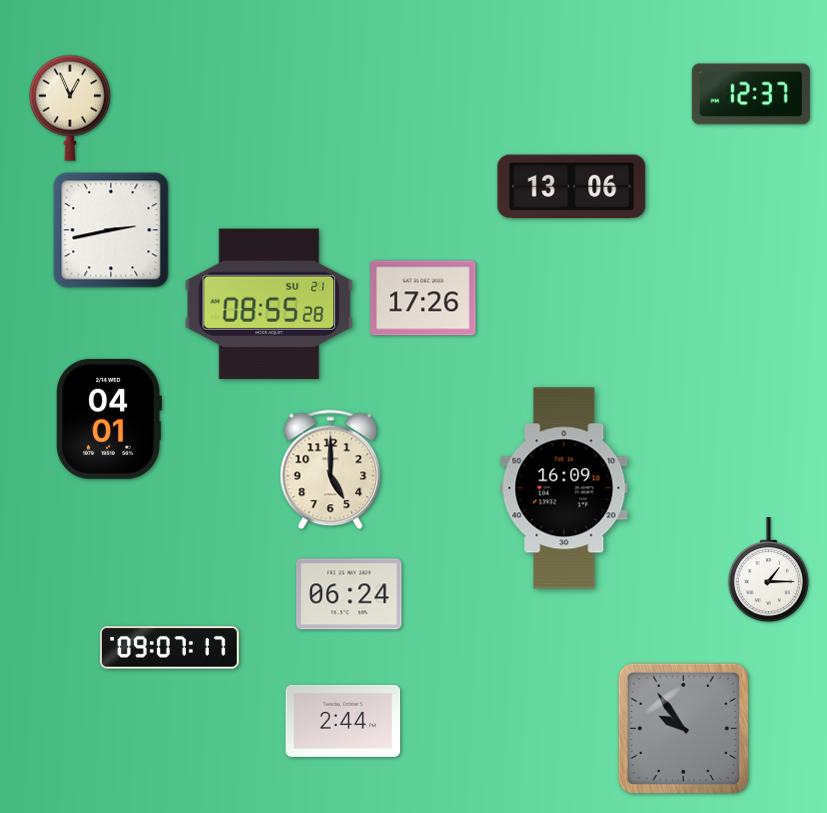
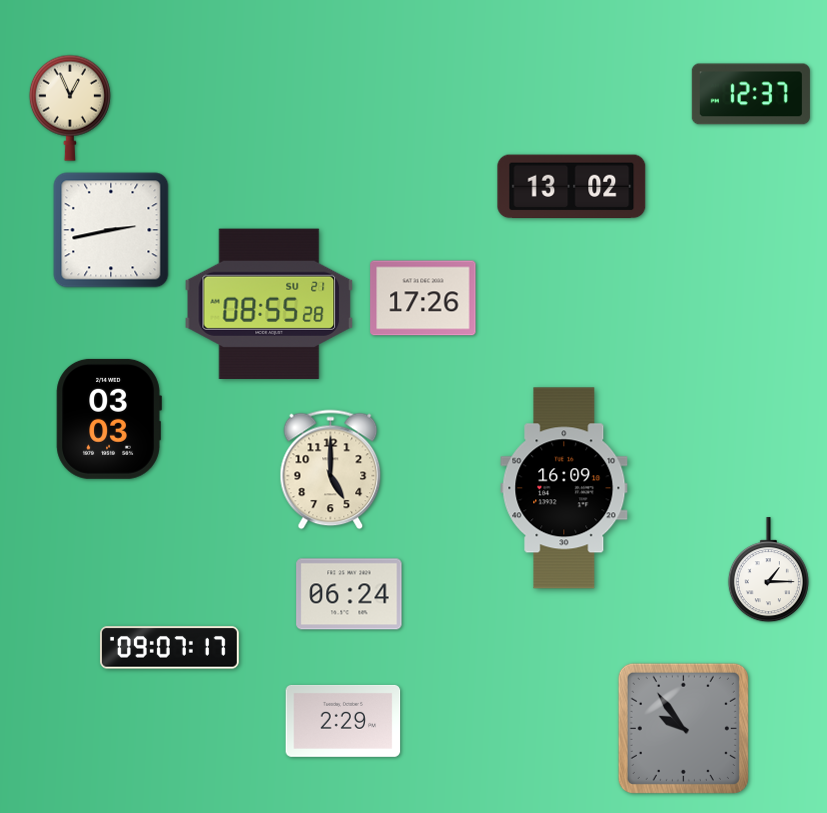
clock at (572, 187): 13:06 -> 13:02
clock at (109, 419): 04:01 -> 03:03
clock at (343, 721): 2:44 -> 2:29
